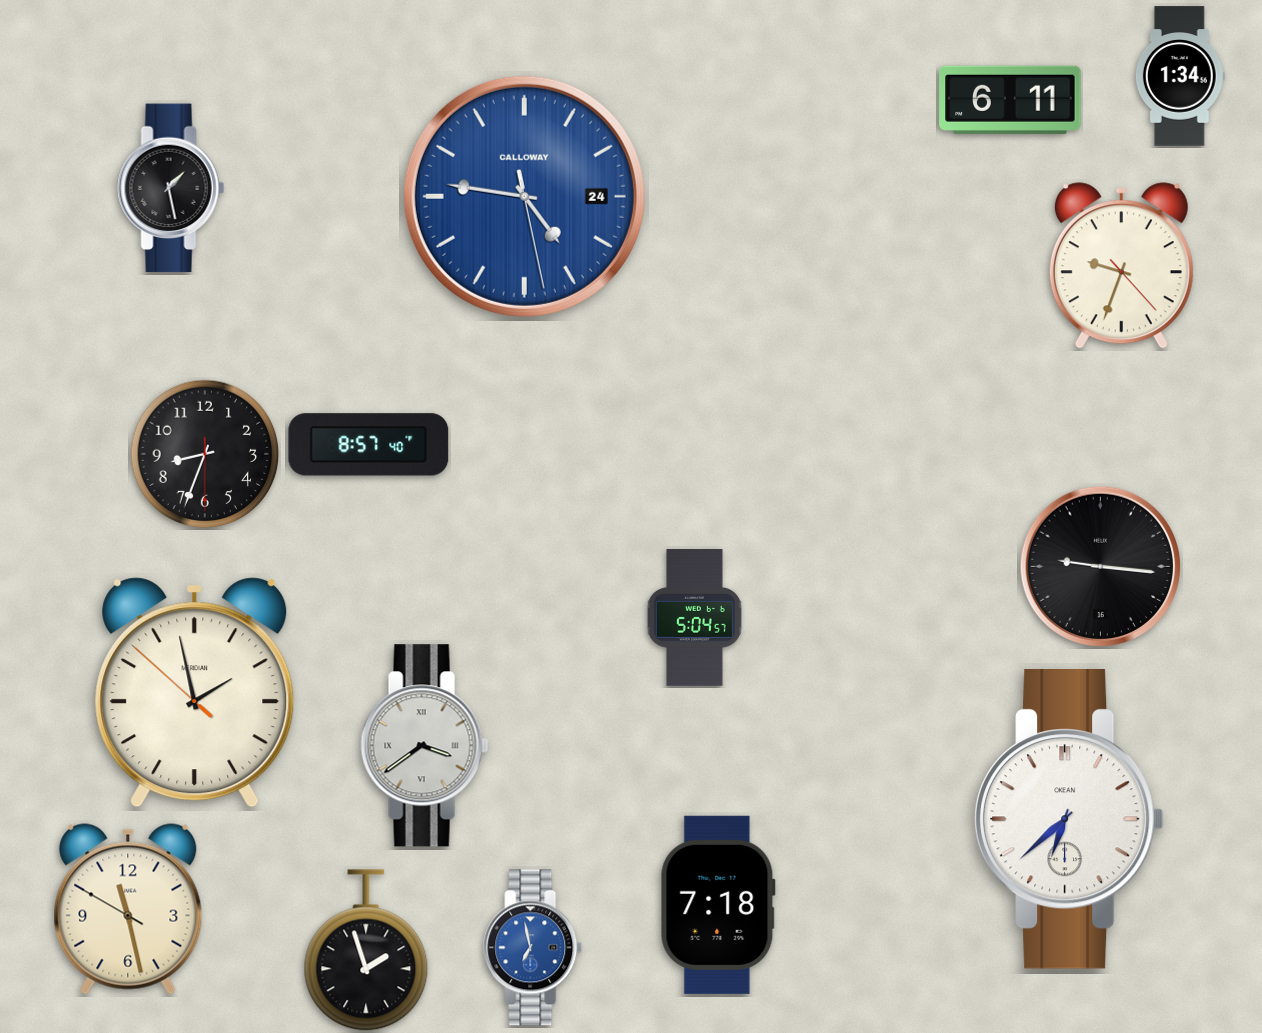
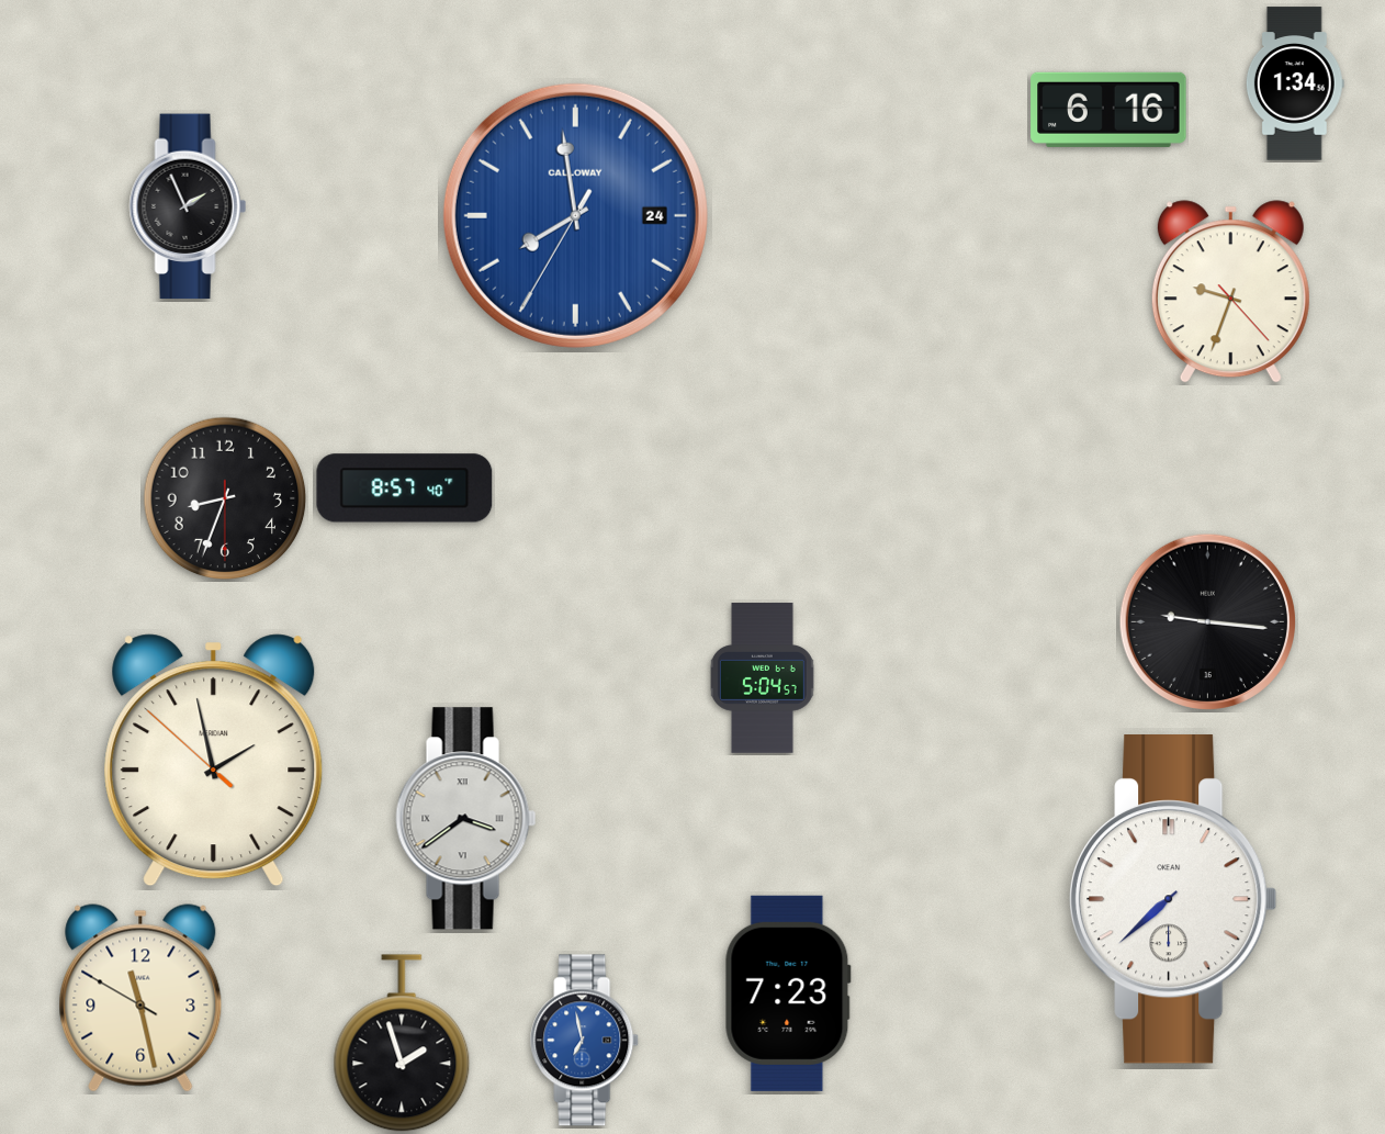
clock at (1010, 100): 6:11 -> 6:16
clock at (171, 188): 1:28 -> 1:56
clock at (524, 196): 4:46 -> 7:58
clock at (1070, 820): 6:38 -> 7:38
clock at (718, 905): 7:18 -> 7:23
